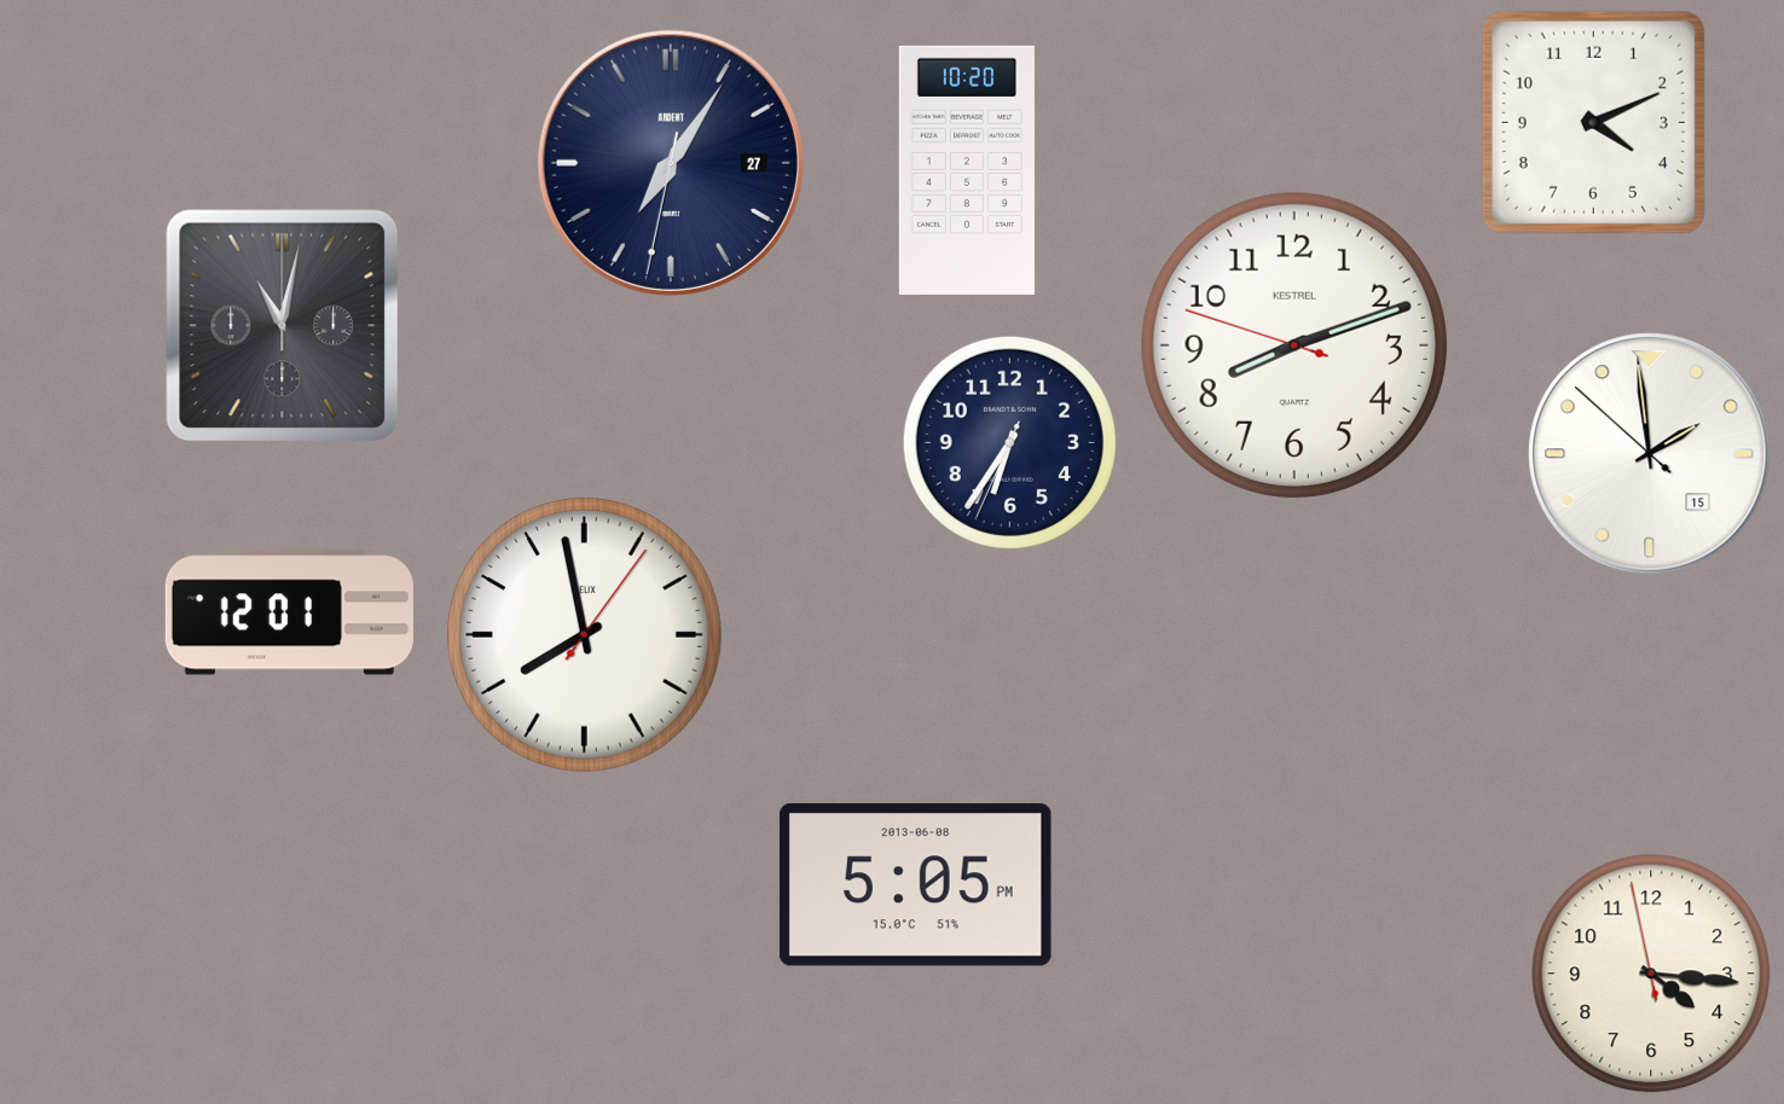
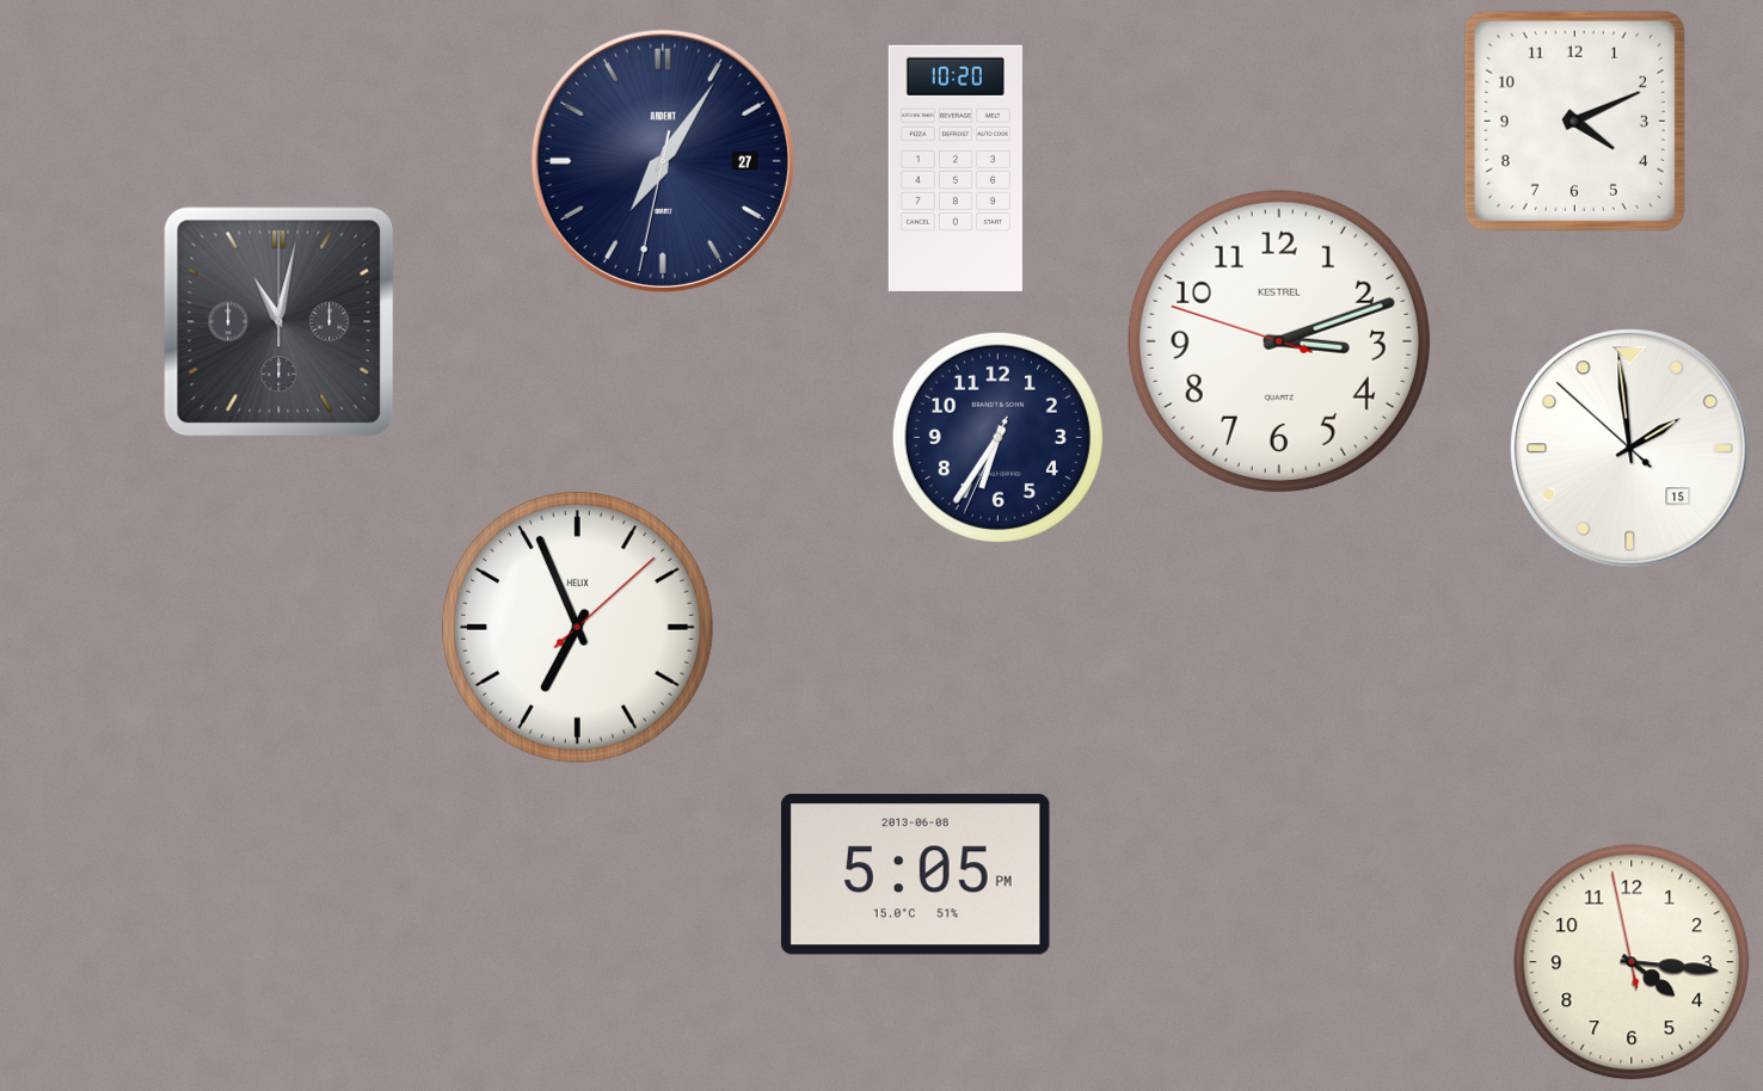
clock at (1294, 345): 8:11 -> 3:11
clock at (289, 612): 12:01 -> none
clock at (584, 634): 7:58 -> 6:56
clock at (915, 885) position: (915, 885) -> (915, 875)
